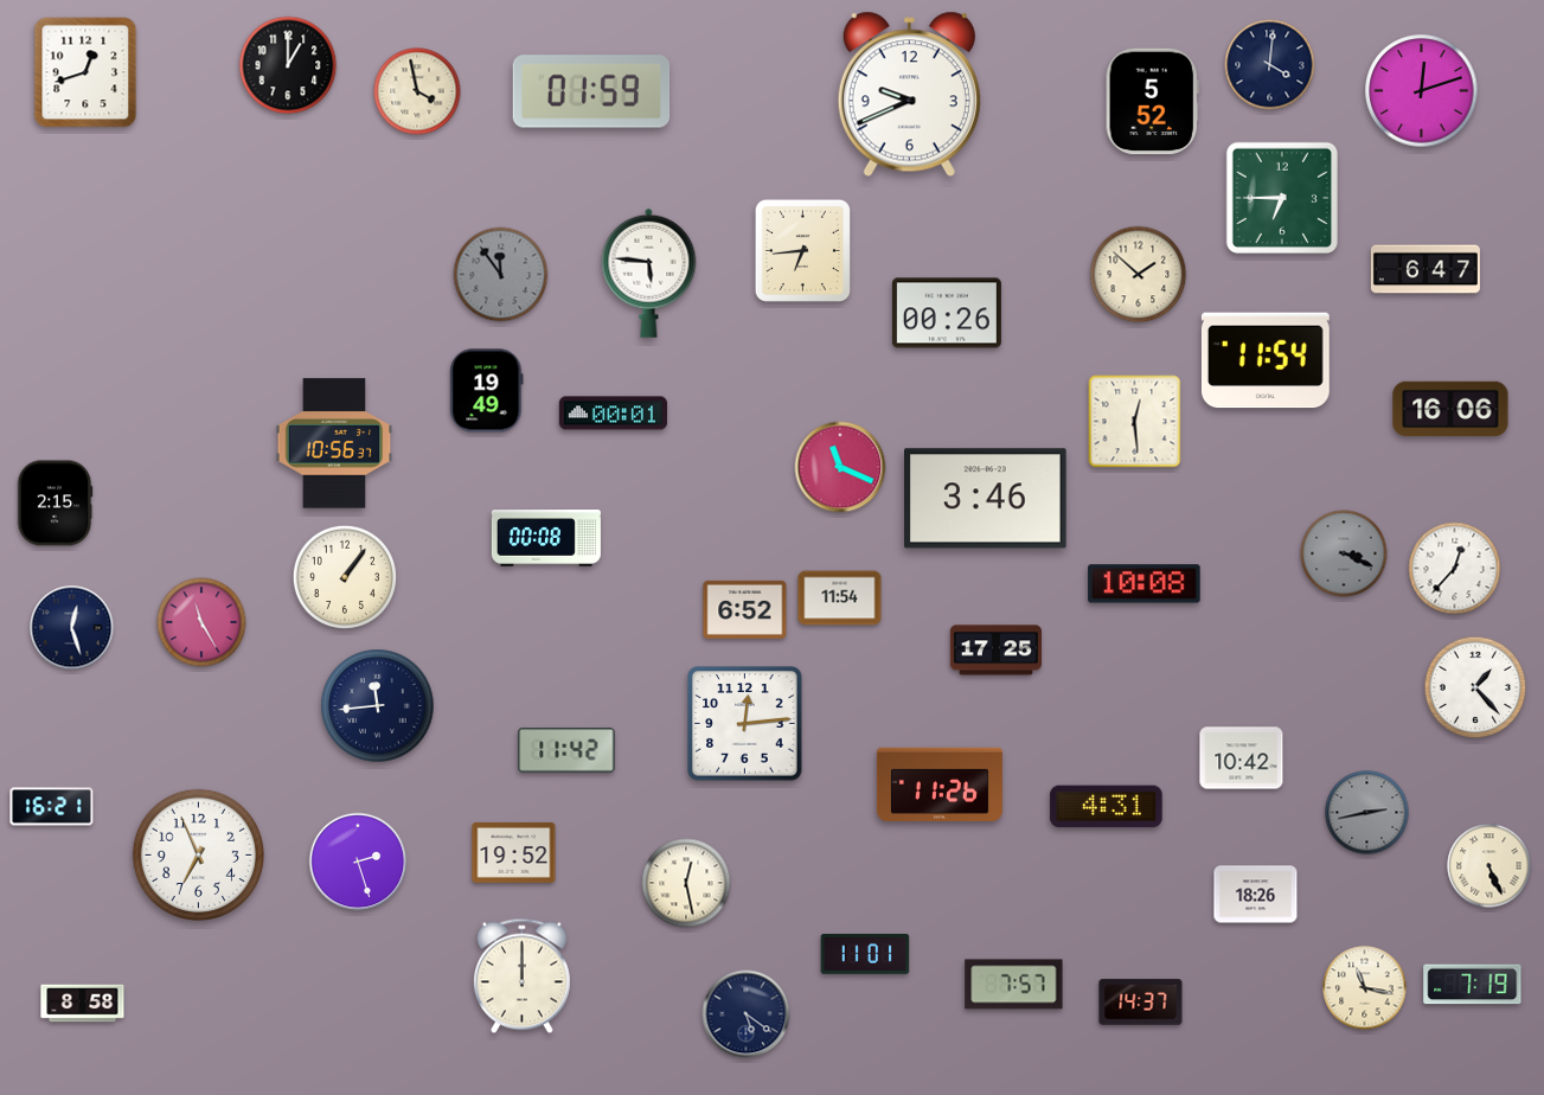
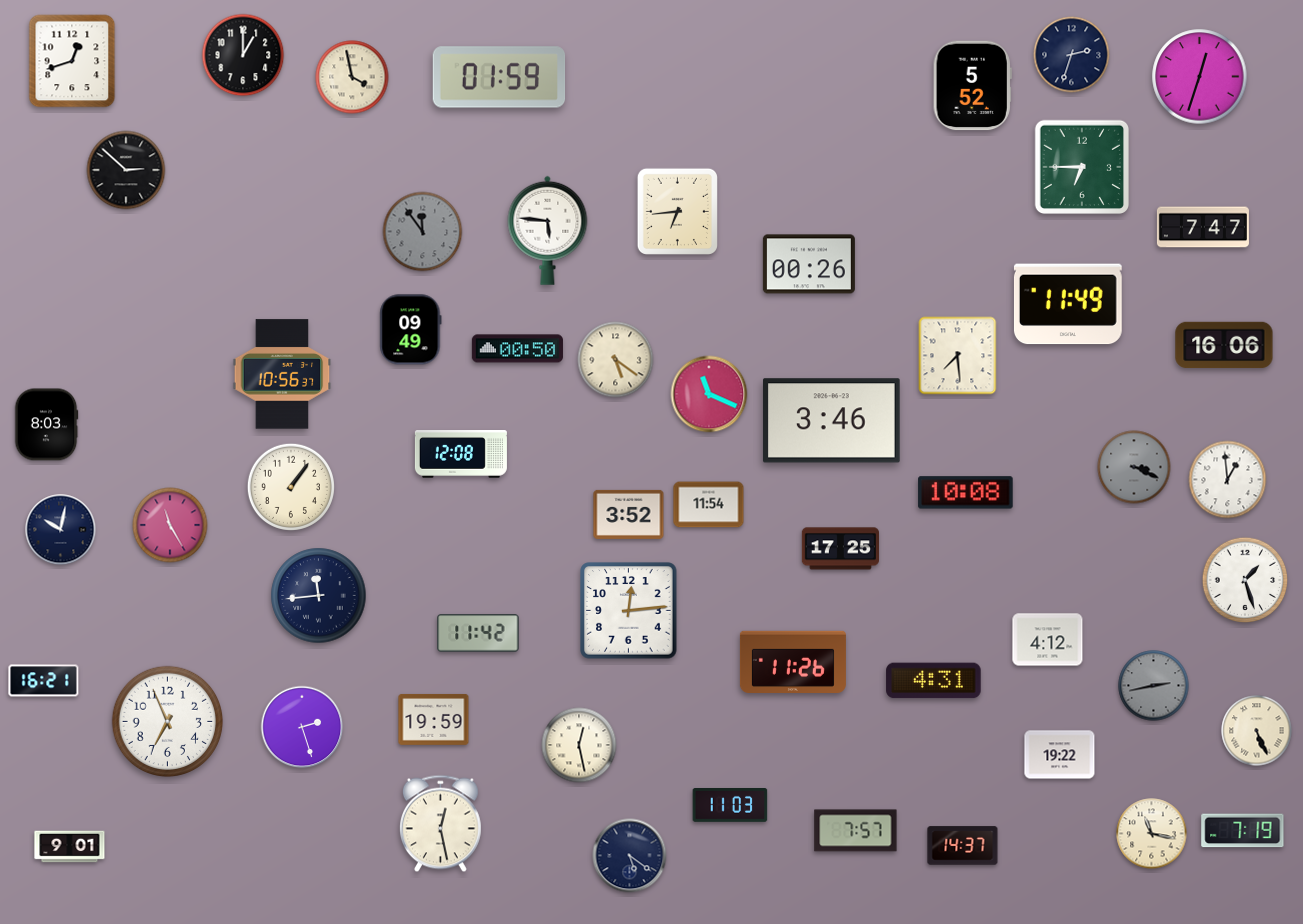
clock at (1270, 65): 4:01 -> 2:33
clock at (1422, 91): 12:12 -> 12:33
clock at (909, 95): 9:41 -> none
clock at (126, 170): none -> 2:52
clock at (1426, 269): 6:47 -> 7:47
clock at (1139, 275): 1:52 -> none
clock at (947, 313) position: (947, 313) -> (809, 264)
clock at (1266, 360): 11:54 -> 11:49
clock at (487, 391): 19:49 -> 09:49
clock at (613, 414): 00:01 -> 00:50
clock at (1135, 422): 12:29 -> 7:29
clock at (616, 360): none -> 5:21
clock at (55, 504): 2:15 -> 8:03
clock at (546, 539): 00:08 -> 12:08
clock at (1455, 569): 12:37 -> 12:59
clock at (745, 609): 6:52 -> 3:52
clock at (72, 628): 12:27 -> 10:02
clock at (1475, 687): 1:23 -> 1:27
clock at (1242, 758): 10:42 -> 4:12
clock at (514, 852): 19:52 -> 19:59
clock at (1256, 895): 18:26 -> 19:22
clock at (865, 955): 11:01 -> 11:03
clock at (521, 976): 12:00 -> 12:28
clock at (83, 1004): 8:58 -> 9:01
